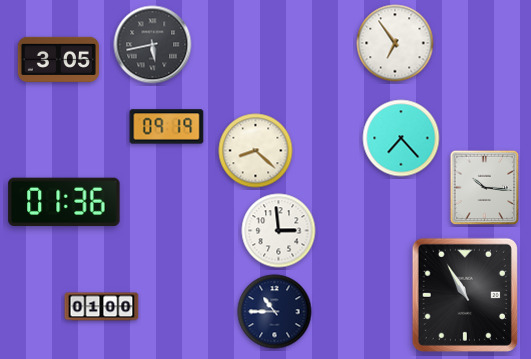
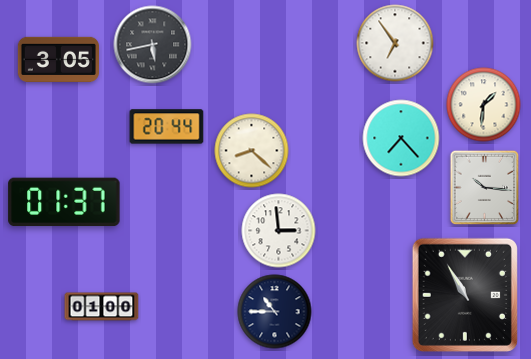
clock at (484, 105): none -> 1:31
clock at (167, 127): 09:19 -> 20:44
clock at (256, 151) position: (256, 151) -> (252, 151)
clock at (64, 202): 01:36 -> 01:37
